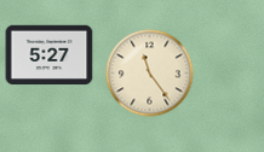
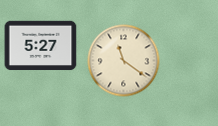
clock at (150, 74): 11:24 -> 11:21
